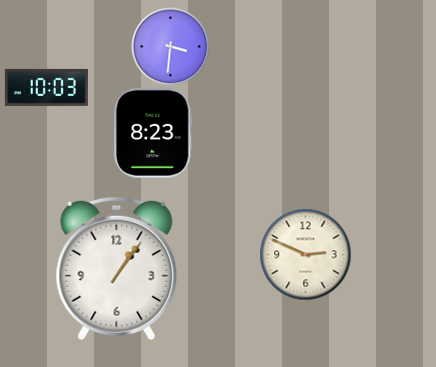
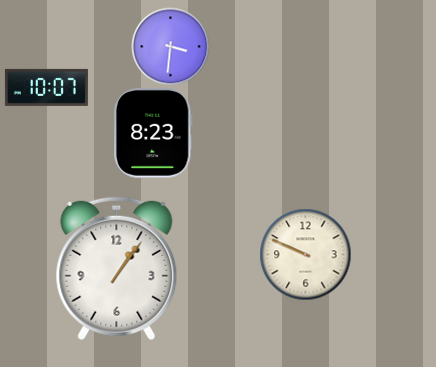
clock at (46, 87): 10:03 -> 10:07
clock at (305, 254): 2:49 -> 9:49
